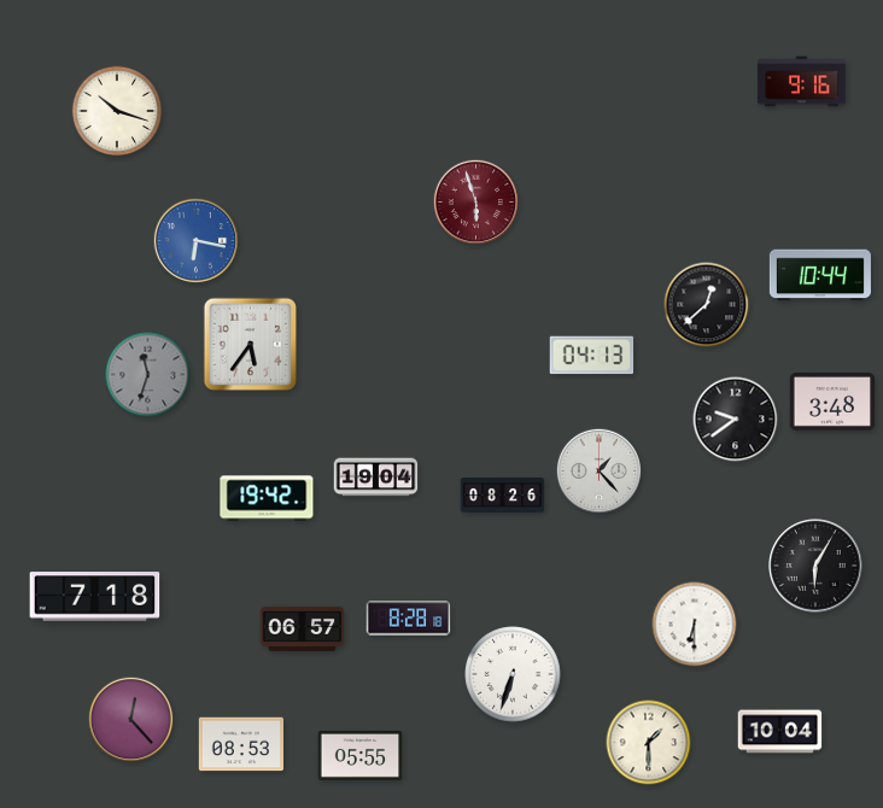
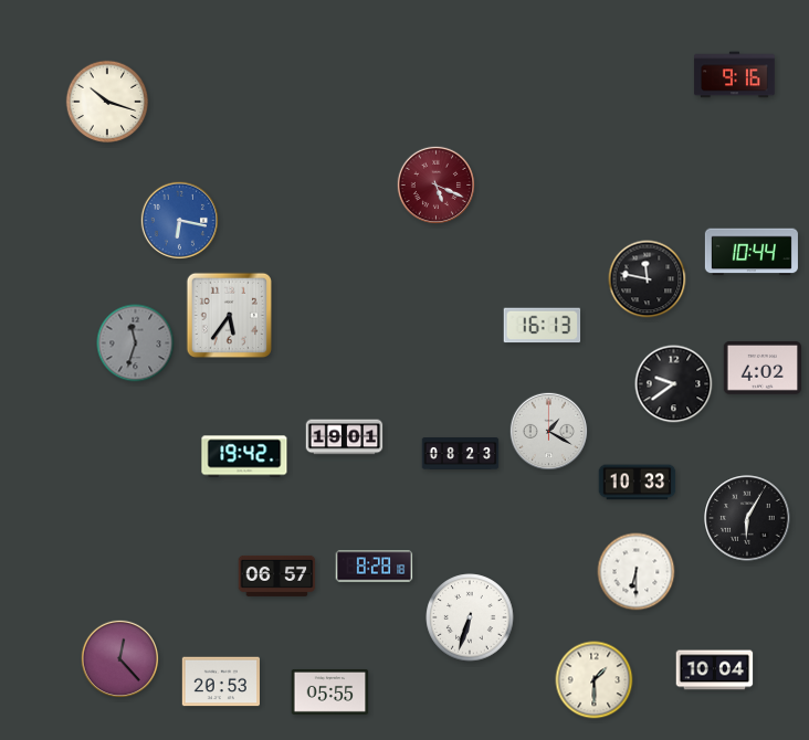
clock at (476, 203): 5:57 -> 5:19
clock at (707, 305): 12:38 -> 11:47
clock at (592, 356): 04:13 -> 16:13
clock at (831, 403): 3:48 -> 4:02
clock at (600, 472): 1:23 -> 1:20
clock at (376, 478): 19:04 -> 19:01
clock at (503, 496): 08:26 -> 08:23
clock at (638, 483): none -> 10:33
clock at (95, 597): 7:18 -> none
clock at (240, 744): 08:53 -> 20:53
